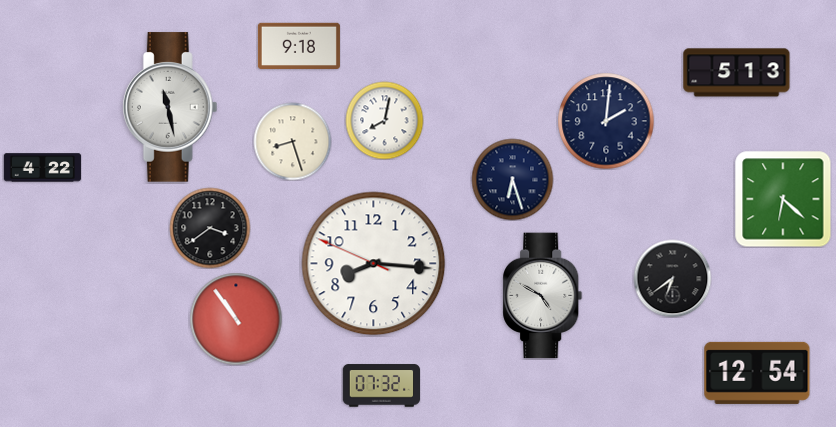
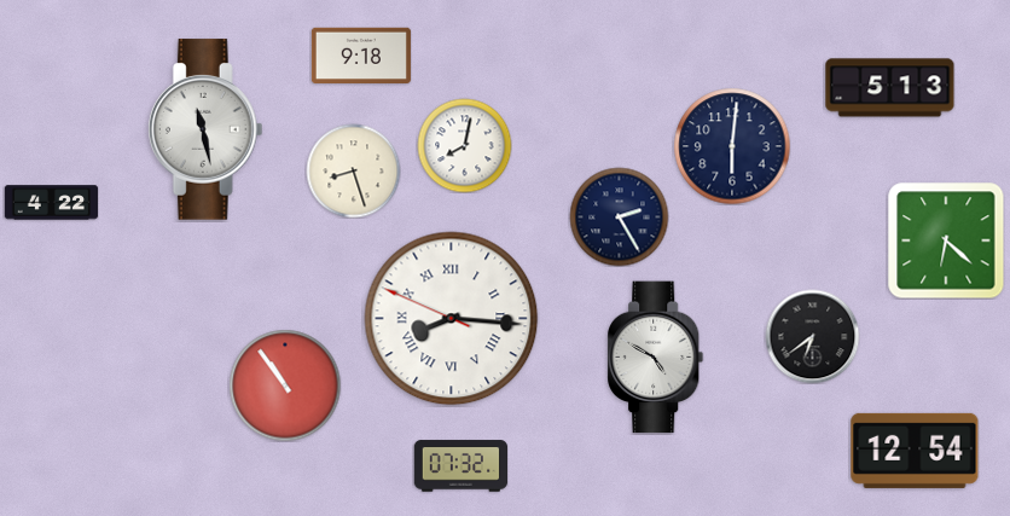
clock at (606, 121): 2:01 -> 6:01
clock at (512, 179): 6:27 -> 2:25
clock at (210, 228): 3:39 -> none
clock at (374, 264) numerals: Arabic -> Roman
